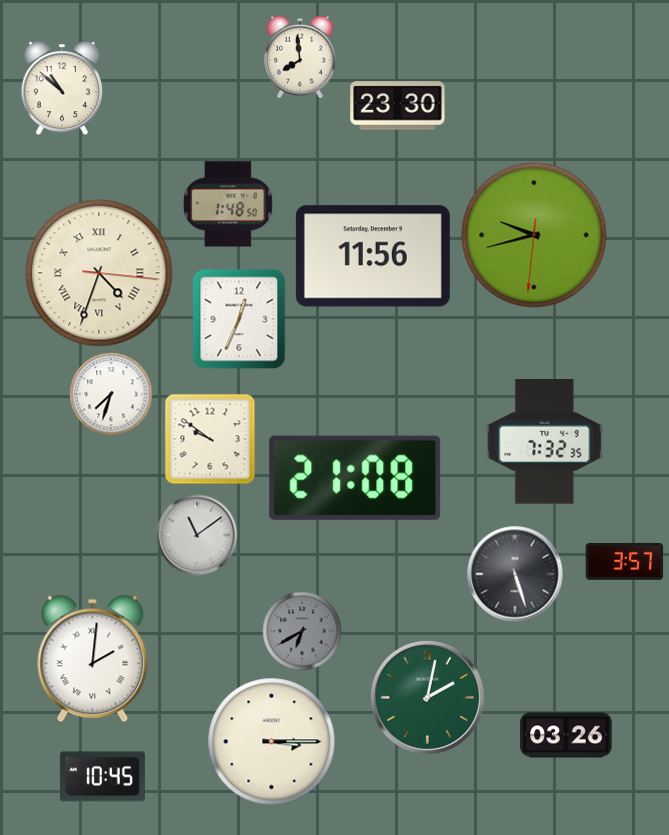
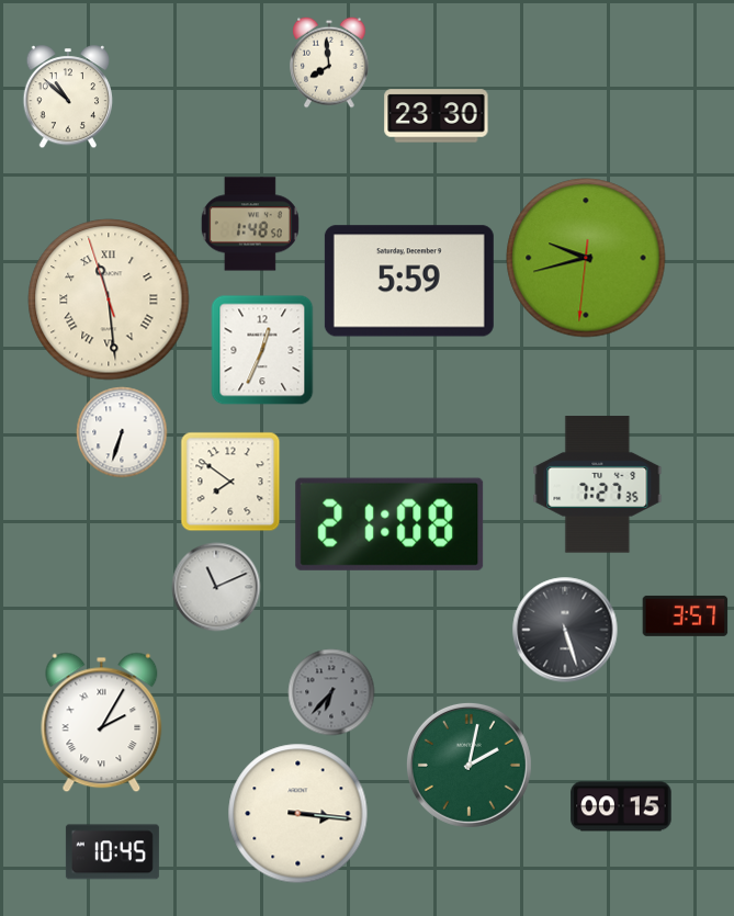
clock at (373, 256): 11:56 -> 5:59
clock at (99, 273): 4:33 -> 11:28
clock at (111, 394): 7:33 -> 6:33
clock at (210, 439): 9:51 -> 7:51
clock at (545, 442): 7:32 -> 7:27
clock at (197, 535): 11:09 -> 11:11
clock at (302, 631): 6:40 -> 6:37
clock at (93, 659): 2:01 -> 2:05
clock at (566, 735): 03:26 -> 00:15
clock at (272, 742): 3:15 -> 3:16
